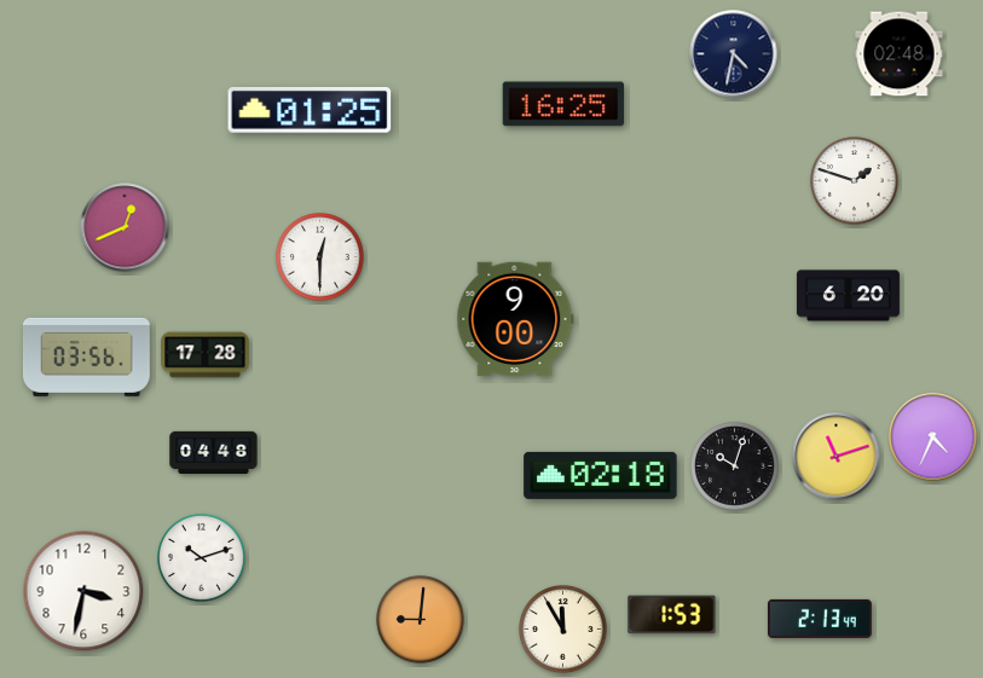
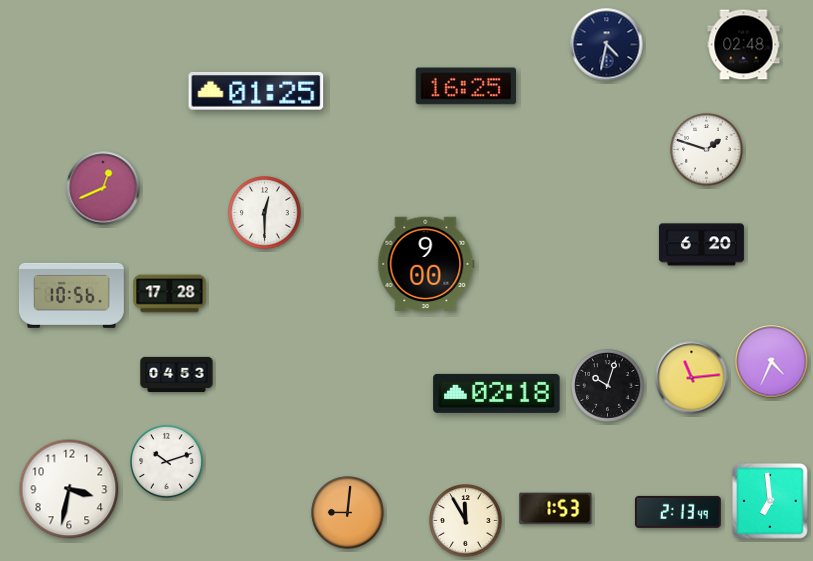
clock at (86, 357): 03:56 -> 10:56
clock at (214, 452): 04:48 -> 04:53
clock at (837, 457): 11:12 -> 11:14
clock at (770, 501): none -> 6:59
